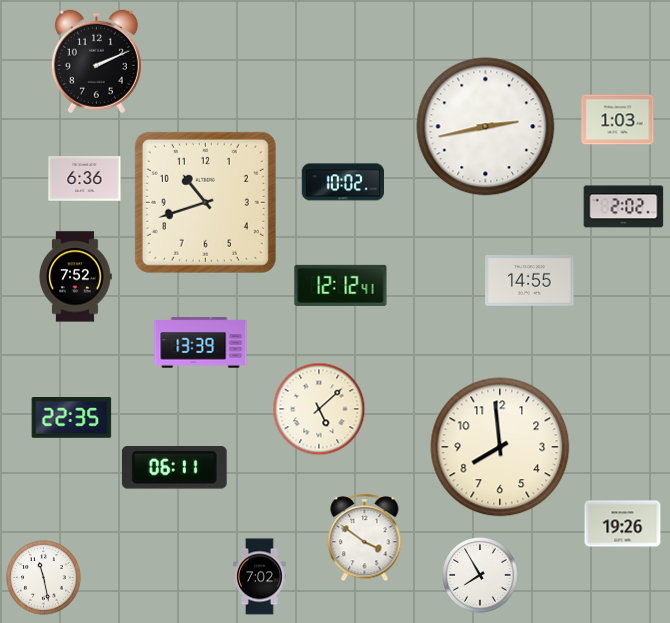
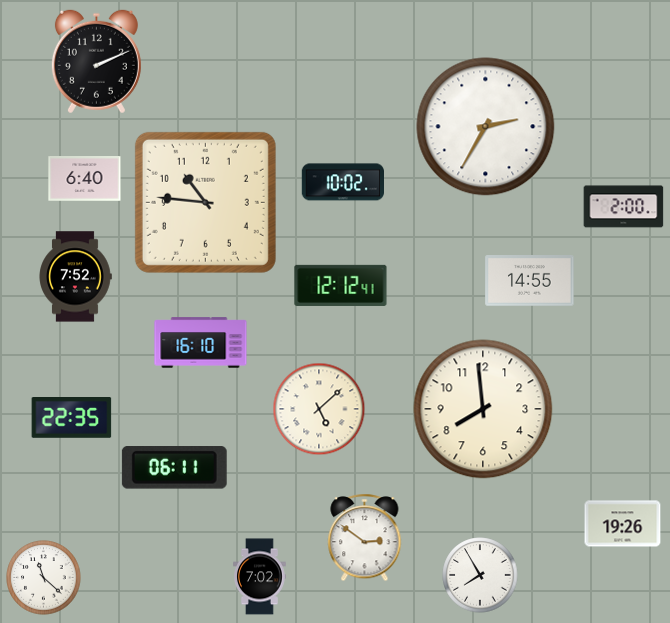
clock at (618, 120): 1:03 -> none
clock at (486, 127): 2:43 -> 2:35
clock at (85, 179): 6:36 -> 6:40
clock at (205, 202): 10:42 -> 10:46
clock at (624, 207): 2:02 -> 2:00
clock at (201, 343): 13:39 -> 16:10
clock at (500, 447) position: (500, 447) -> (483, 409)
clock at (365, 538): 3:51 -> 2:51
clock at (44, 578): 11:28 -> 11:22
